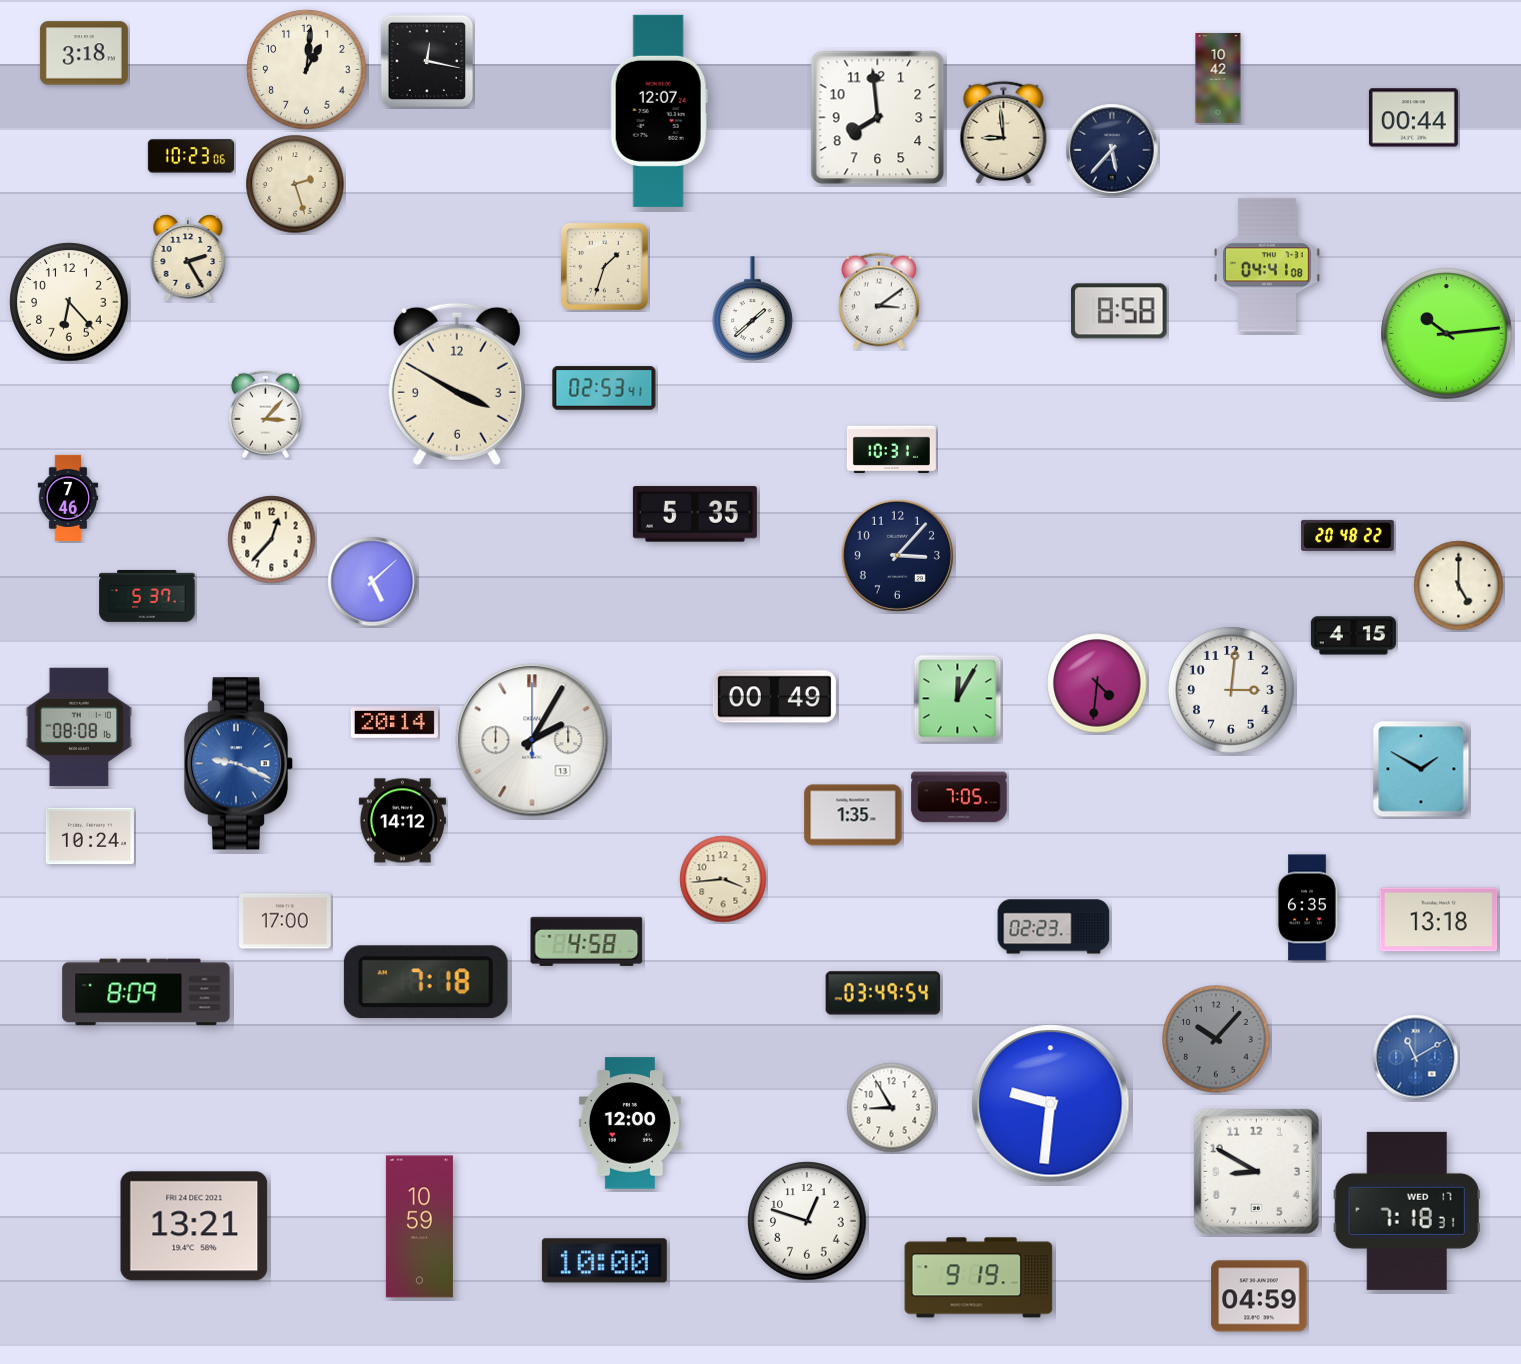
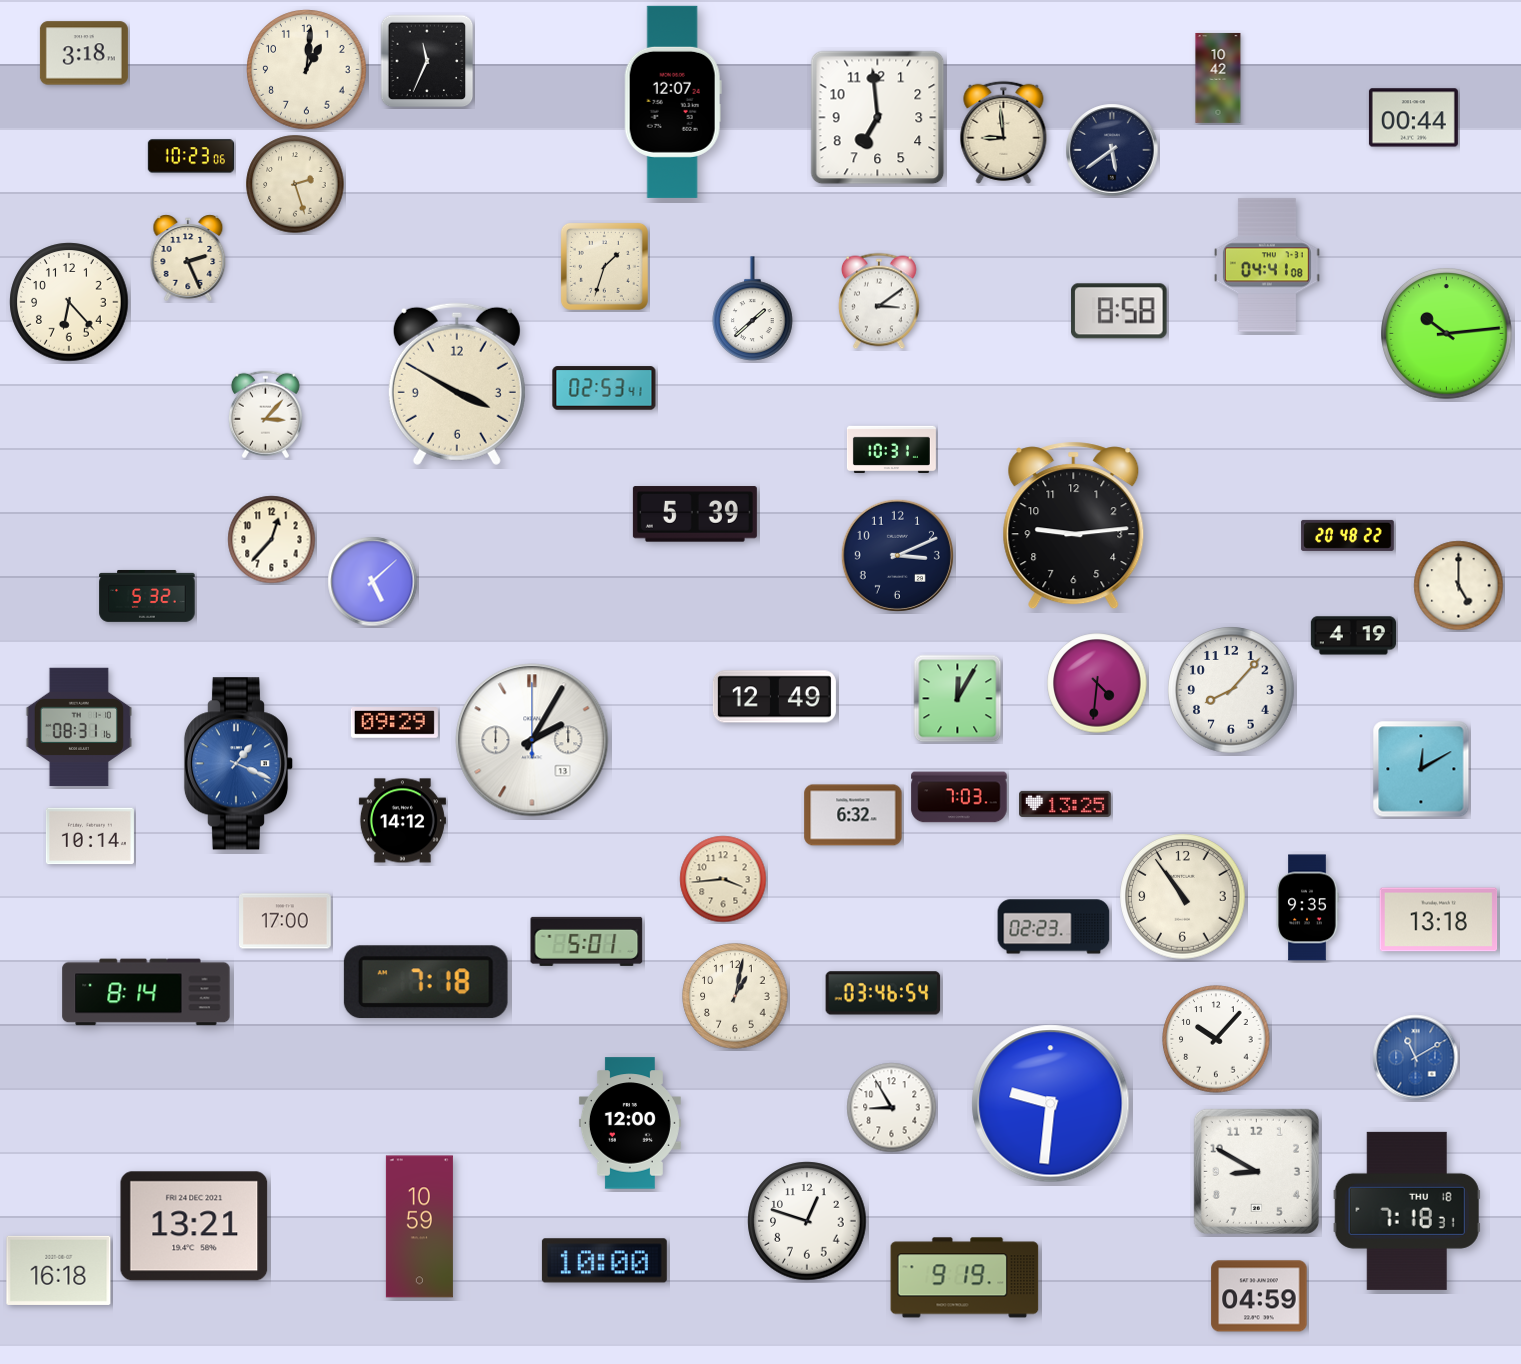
clock at (427, 61): 12:17 -> 11:34
clock at (659, 111) position: (659, 111) -> (673, 102)
clock at (878, 118): 7:59 -> 6:59
clock at (1112, 150): 5:37 -> 5:39
clock at (188, 258): 2:25 -> 2:26
clock at (68, 498): 7:46 -> none
clock at (695, 514): 5:35 -> 5:39
clock at (1074, 526): none -> 9:14
clock at (897, 555): 3:07 -> 3:11
clock at (147, 596): 5:37 -> 5:32
clock at (1353, 636): 4:15 -> 4:19
clock at (1231, 690): 3:01 -> 8:07
clock at (774, 697): 00:49 -> 12:49
clock at (394, 723): 20:14 -> 09:29
clock at (79, 727): 08:08 -> 08:31
clock at (239, 764): 9:19 -> 1:19
clock at (1421, 769): 1:50 -> 12:10
clock at (959, 797): 7:05 -> 7:03
clock at (1065, 804): none -> 13:25
clock at (853, 815): 1:35 -> 6:32
clock at (90, 836): 10:24 -> 10:14
clock at (1183, 897): none -> 10:54
clock at (1307, 908): 6:35 -> 9:35
clock at (587, 941): 4:58 -> 5:01
clock at (146, 992): 8:09 -> 8:14
clock at (883, 993): 03:49 -> 03:46
clock at (735, 996): none -> 1:02
clock at (1216, 1039) dial: grey -> white
clock at (1407, 1211) date: WED 17 -> THU 18
clock at (59, 1270): none -> 16:18
clock at (979, 1278) position: (979, 1278) -> (965, 1278)
